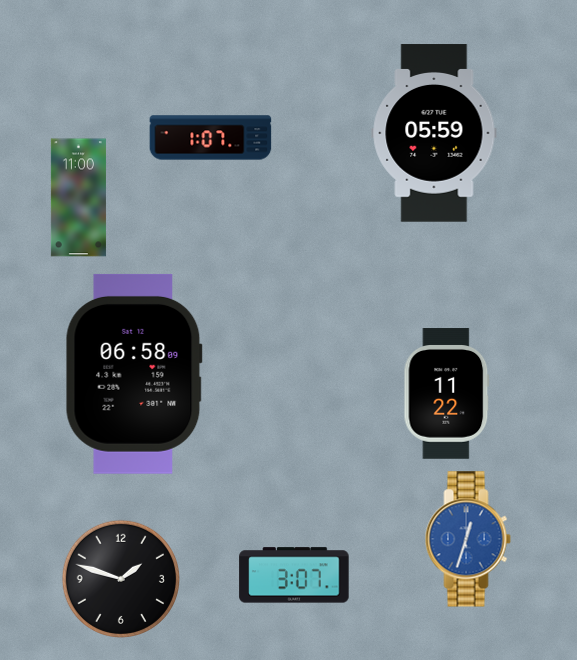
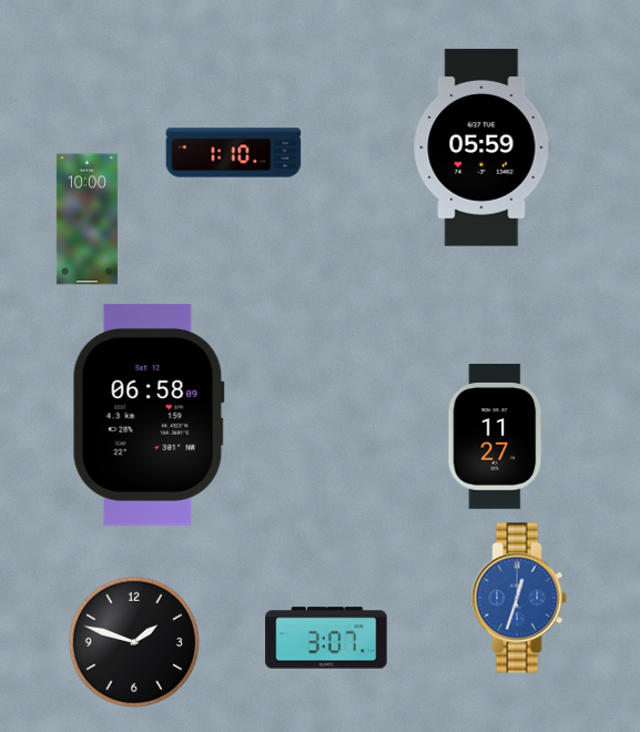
clock at (211, 138): 1:07 -> 1:10
clock at (78, 198): 11:00 -> 10:00
clock at (447, 394): 11:22 -> 11:27
